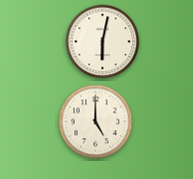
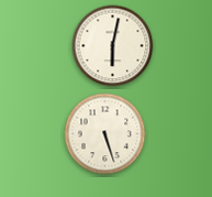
clock at (96, 122): 5:00 -> 5:27
